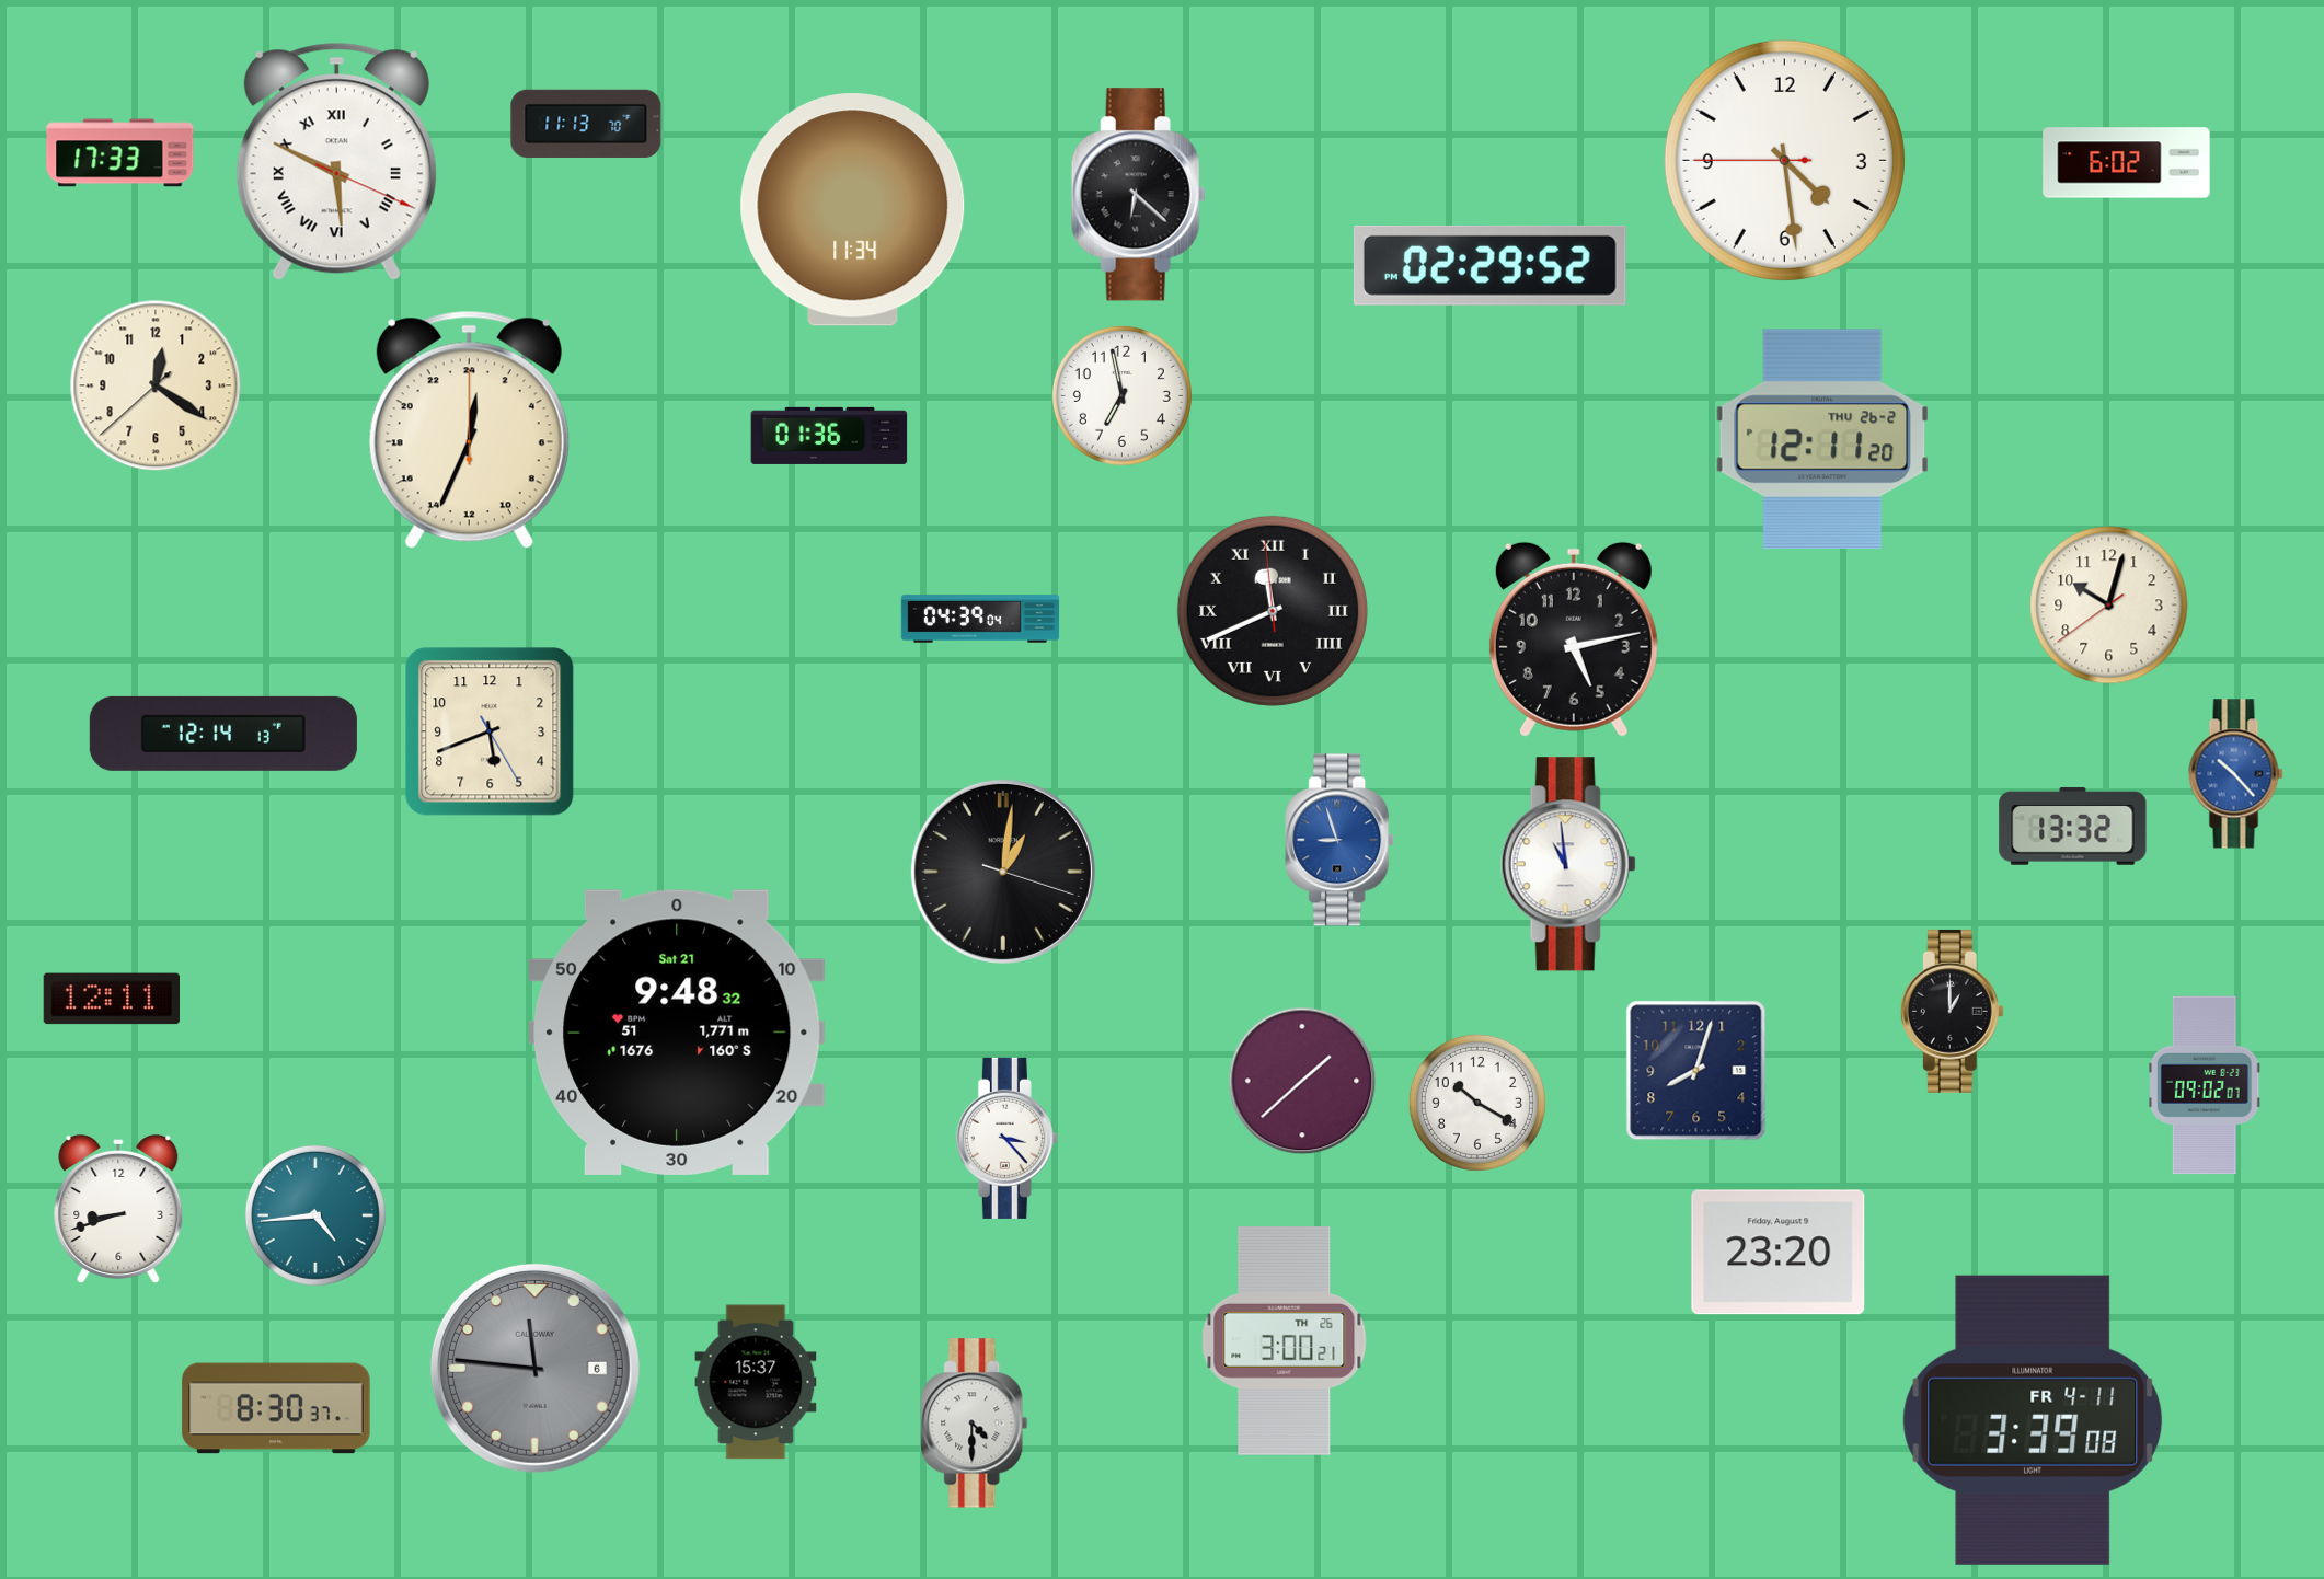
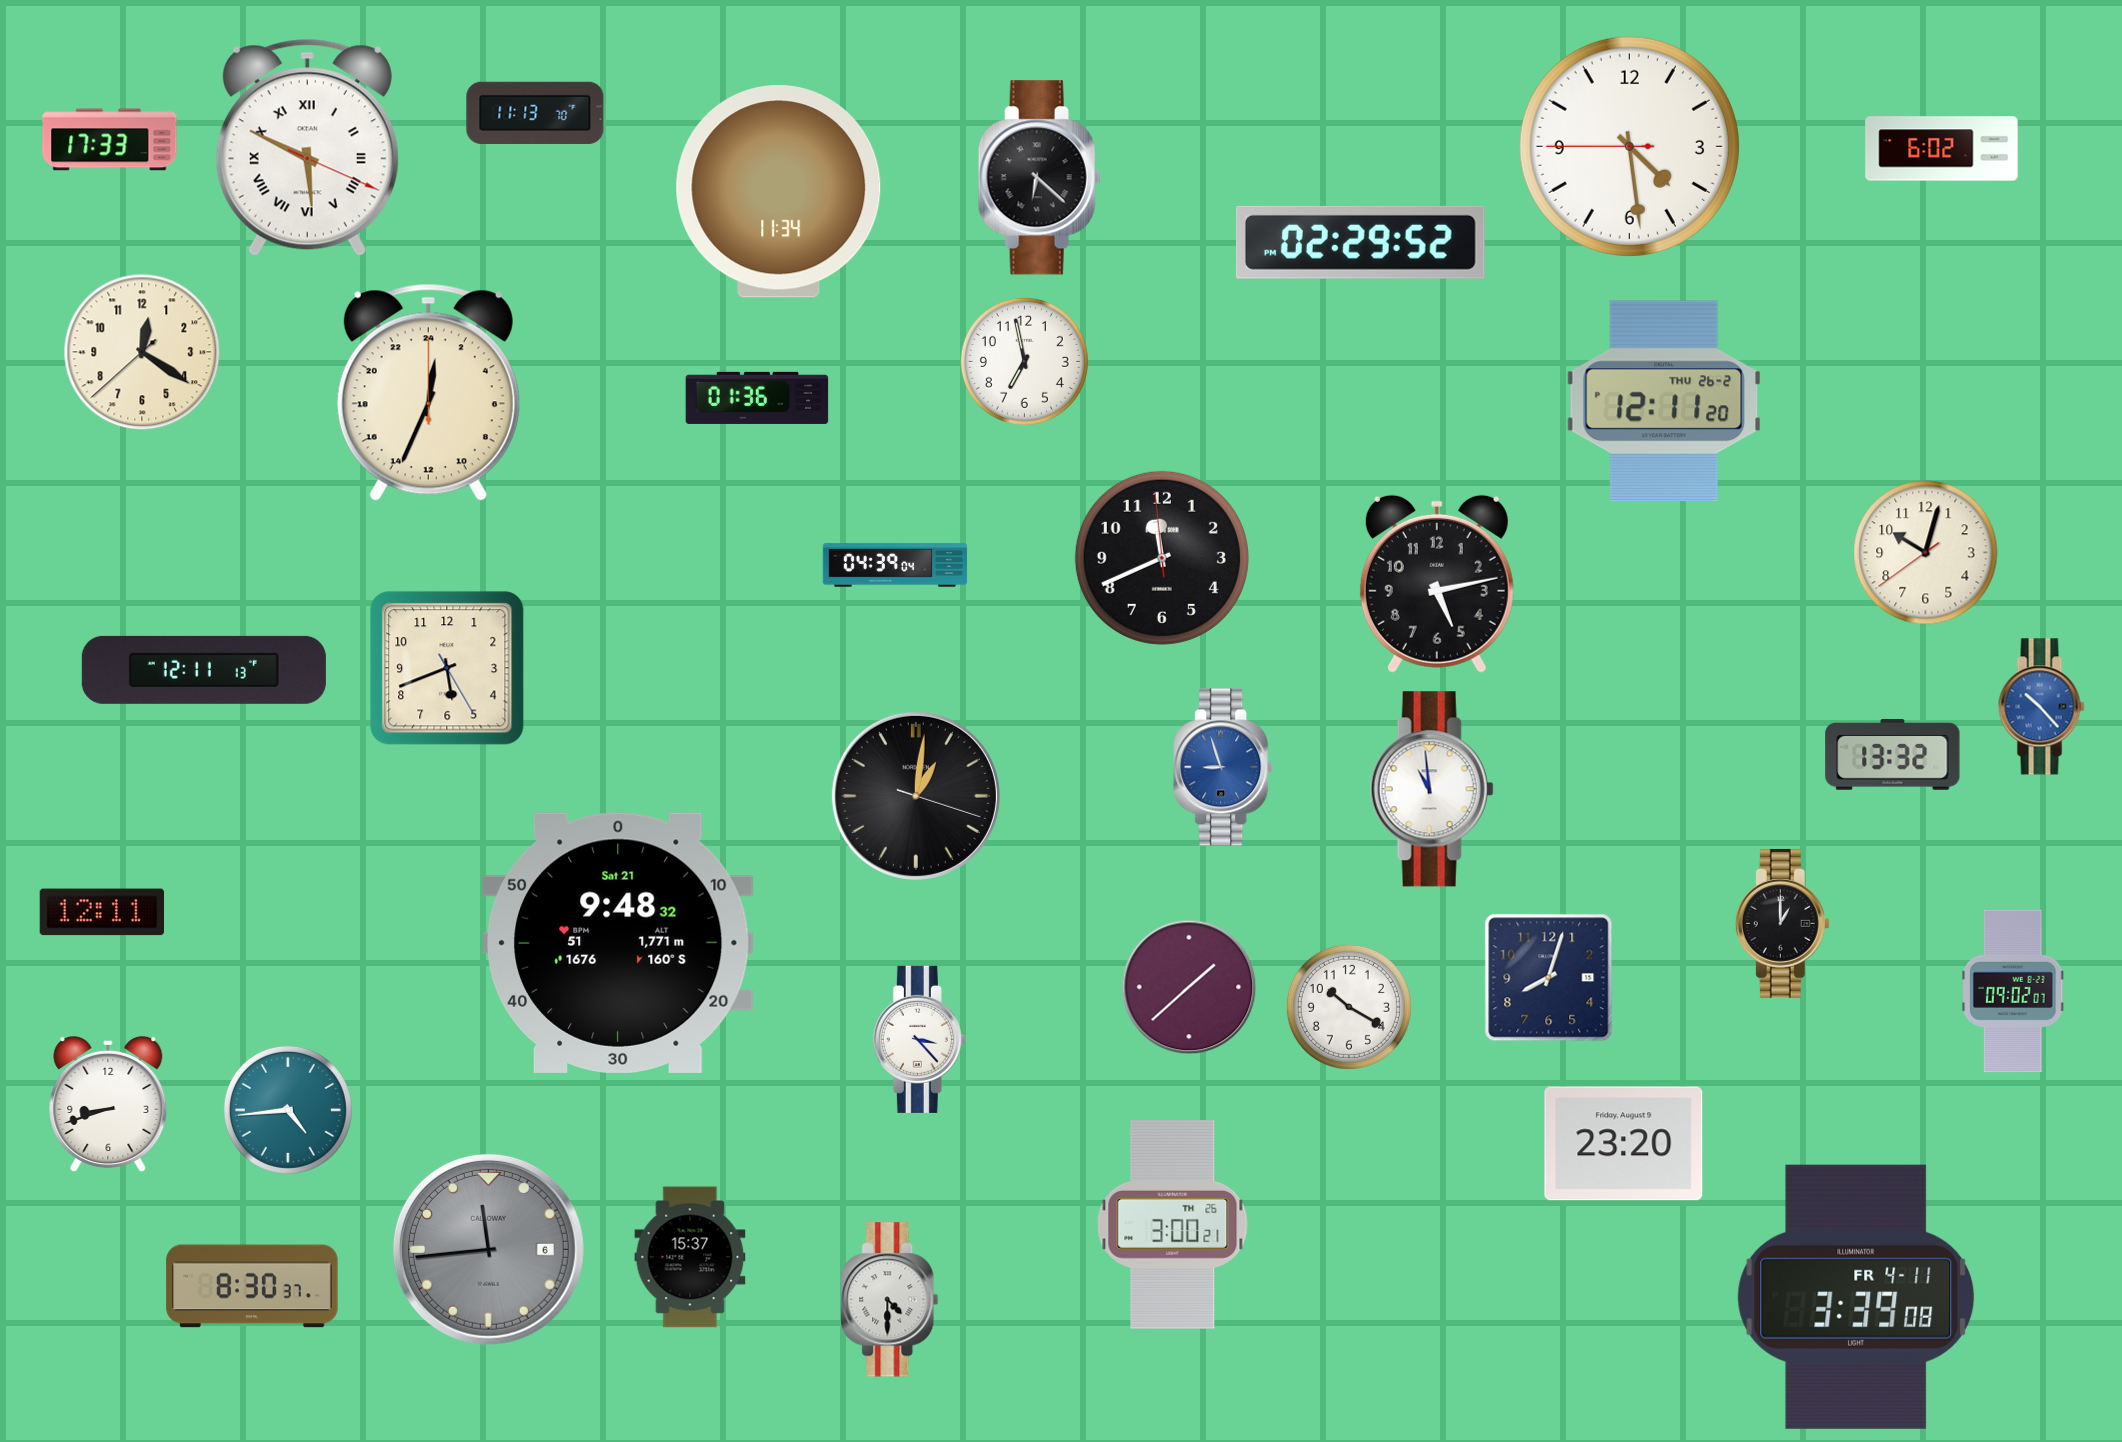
clock at (1273, 611) numerals: Roman -> Arabic
clock at (223, 734): 12:14 -> 12:11
clock at (534, 1368): 11:46 -> 11:44
clock at (756, 1382) position: (756, 1382) -> (690, 1257)
